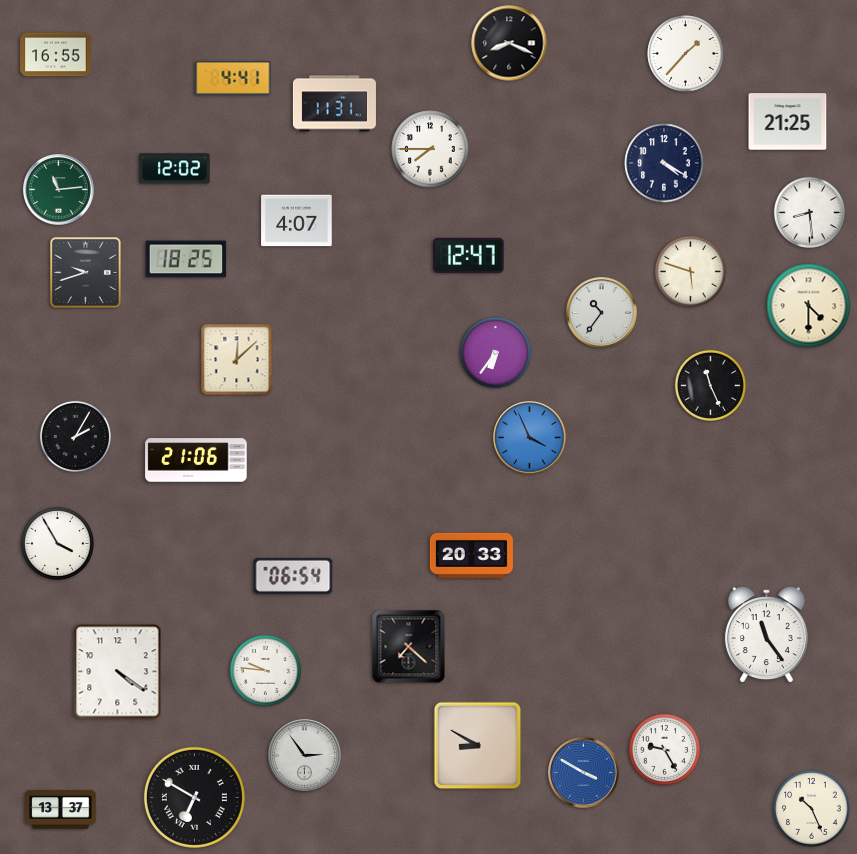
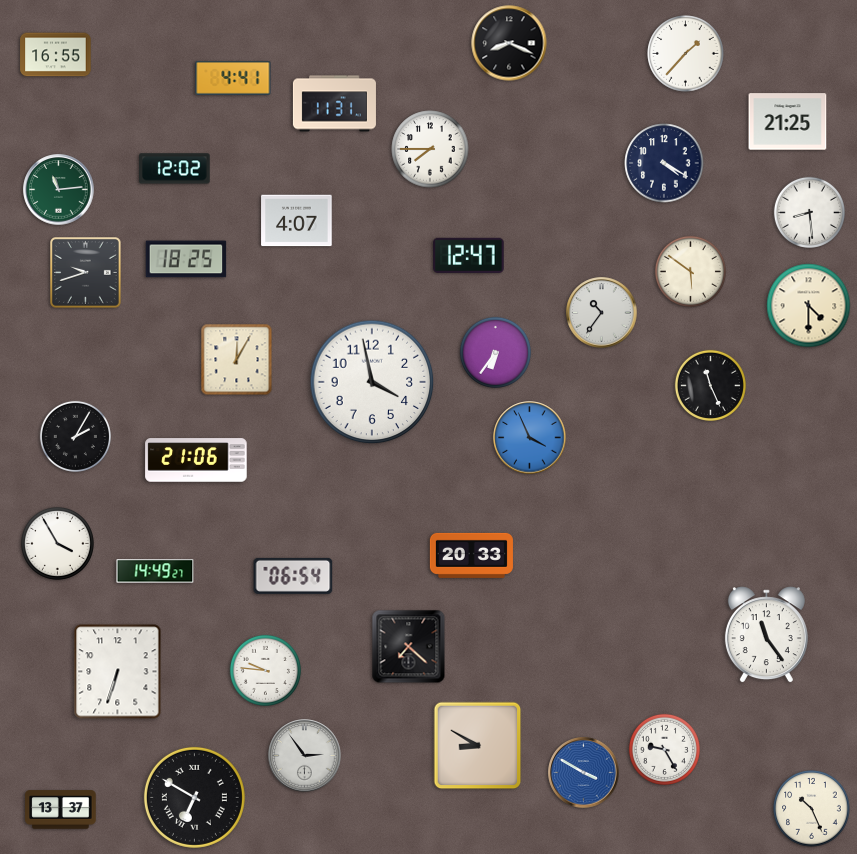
clock at (690, 271): 5:48 -> 5:51
clock at (237, 360): 12:08 -> 12:05
clock at (372, 382): none -> 3:58
clock at (155, 571): none -> 14:49
clock at (118, 672): 4:21 -> 6:33
